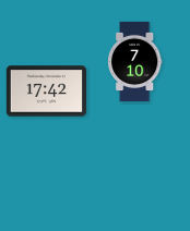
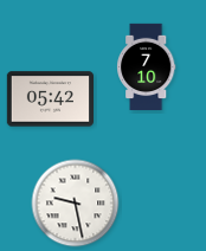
clock at (46, 92): 17:42 -> 05:42
clock at (76, 204): none -> 9:28
